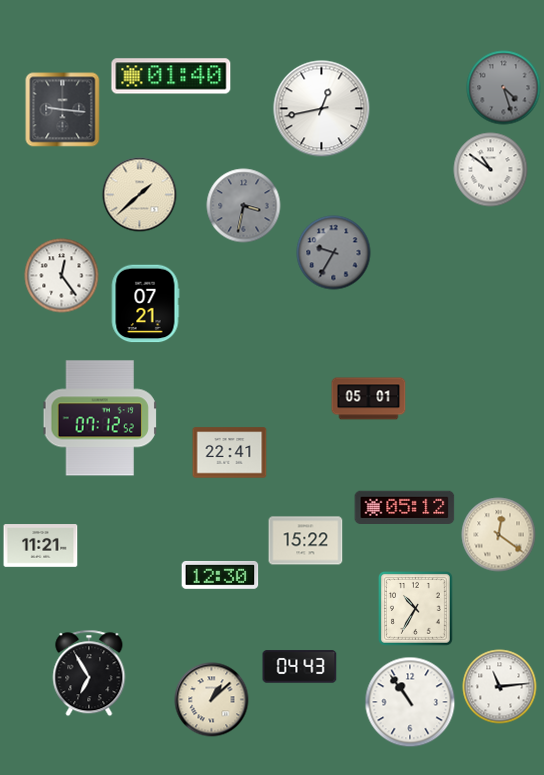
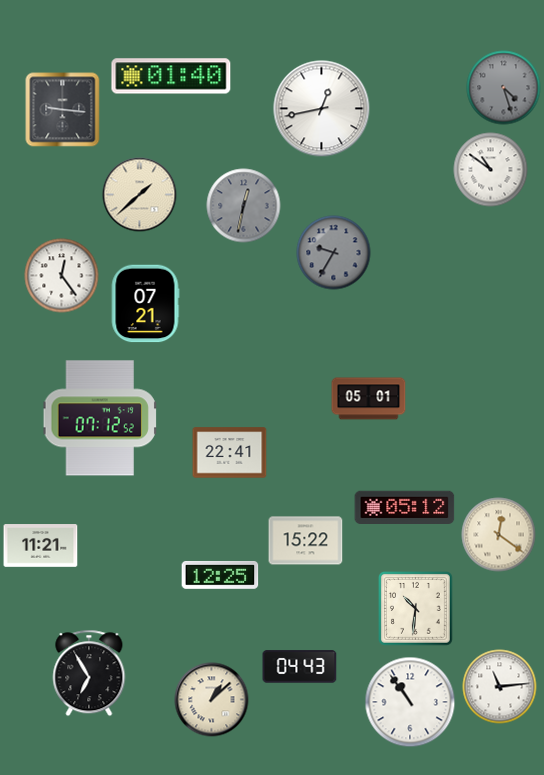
clock at (244, 206): 3:32 -> 12:32
clock at (220, 575): 12:30 -> 12:25
clock at (416, 609): 10:35 -> 10:31
